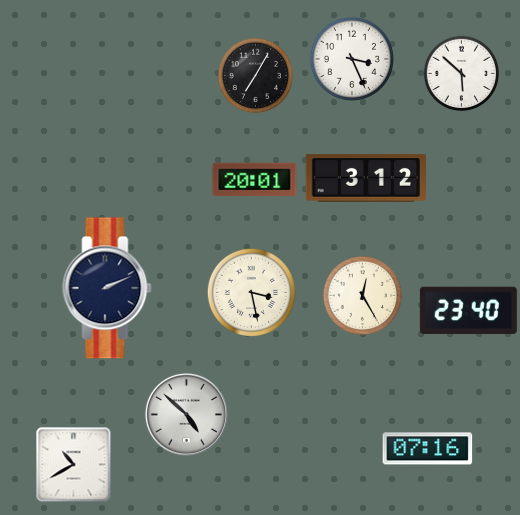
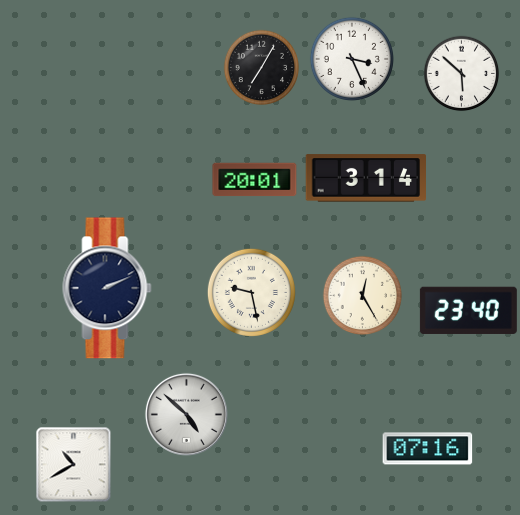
clock at (256, 76) position: (256, 76) -> (262, 68)
clock at (365, 178): 3:12 -> 3:14
clock at (251, 292): 3:28 -> 9:28
